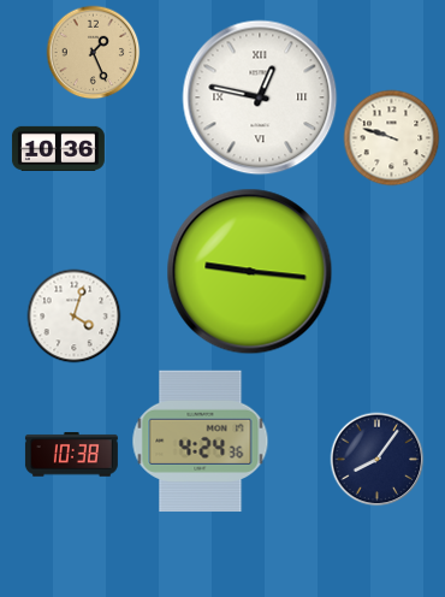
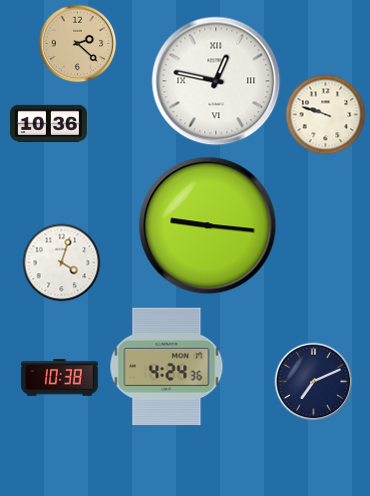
clock at (93, 52): 1:26 -> 2:22
clock at (376, 459): 8:06 -> 7:11
